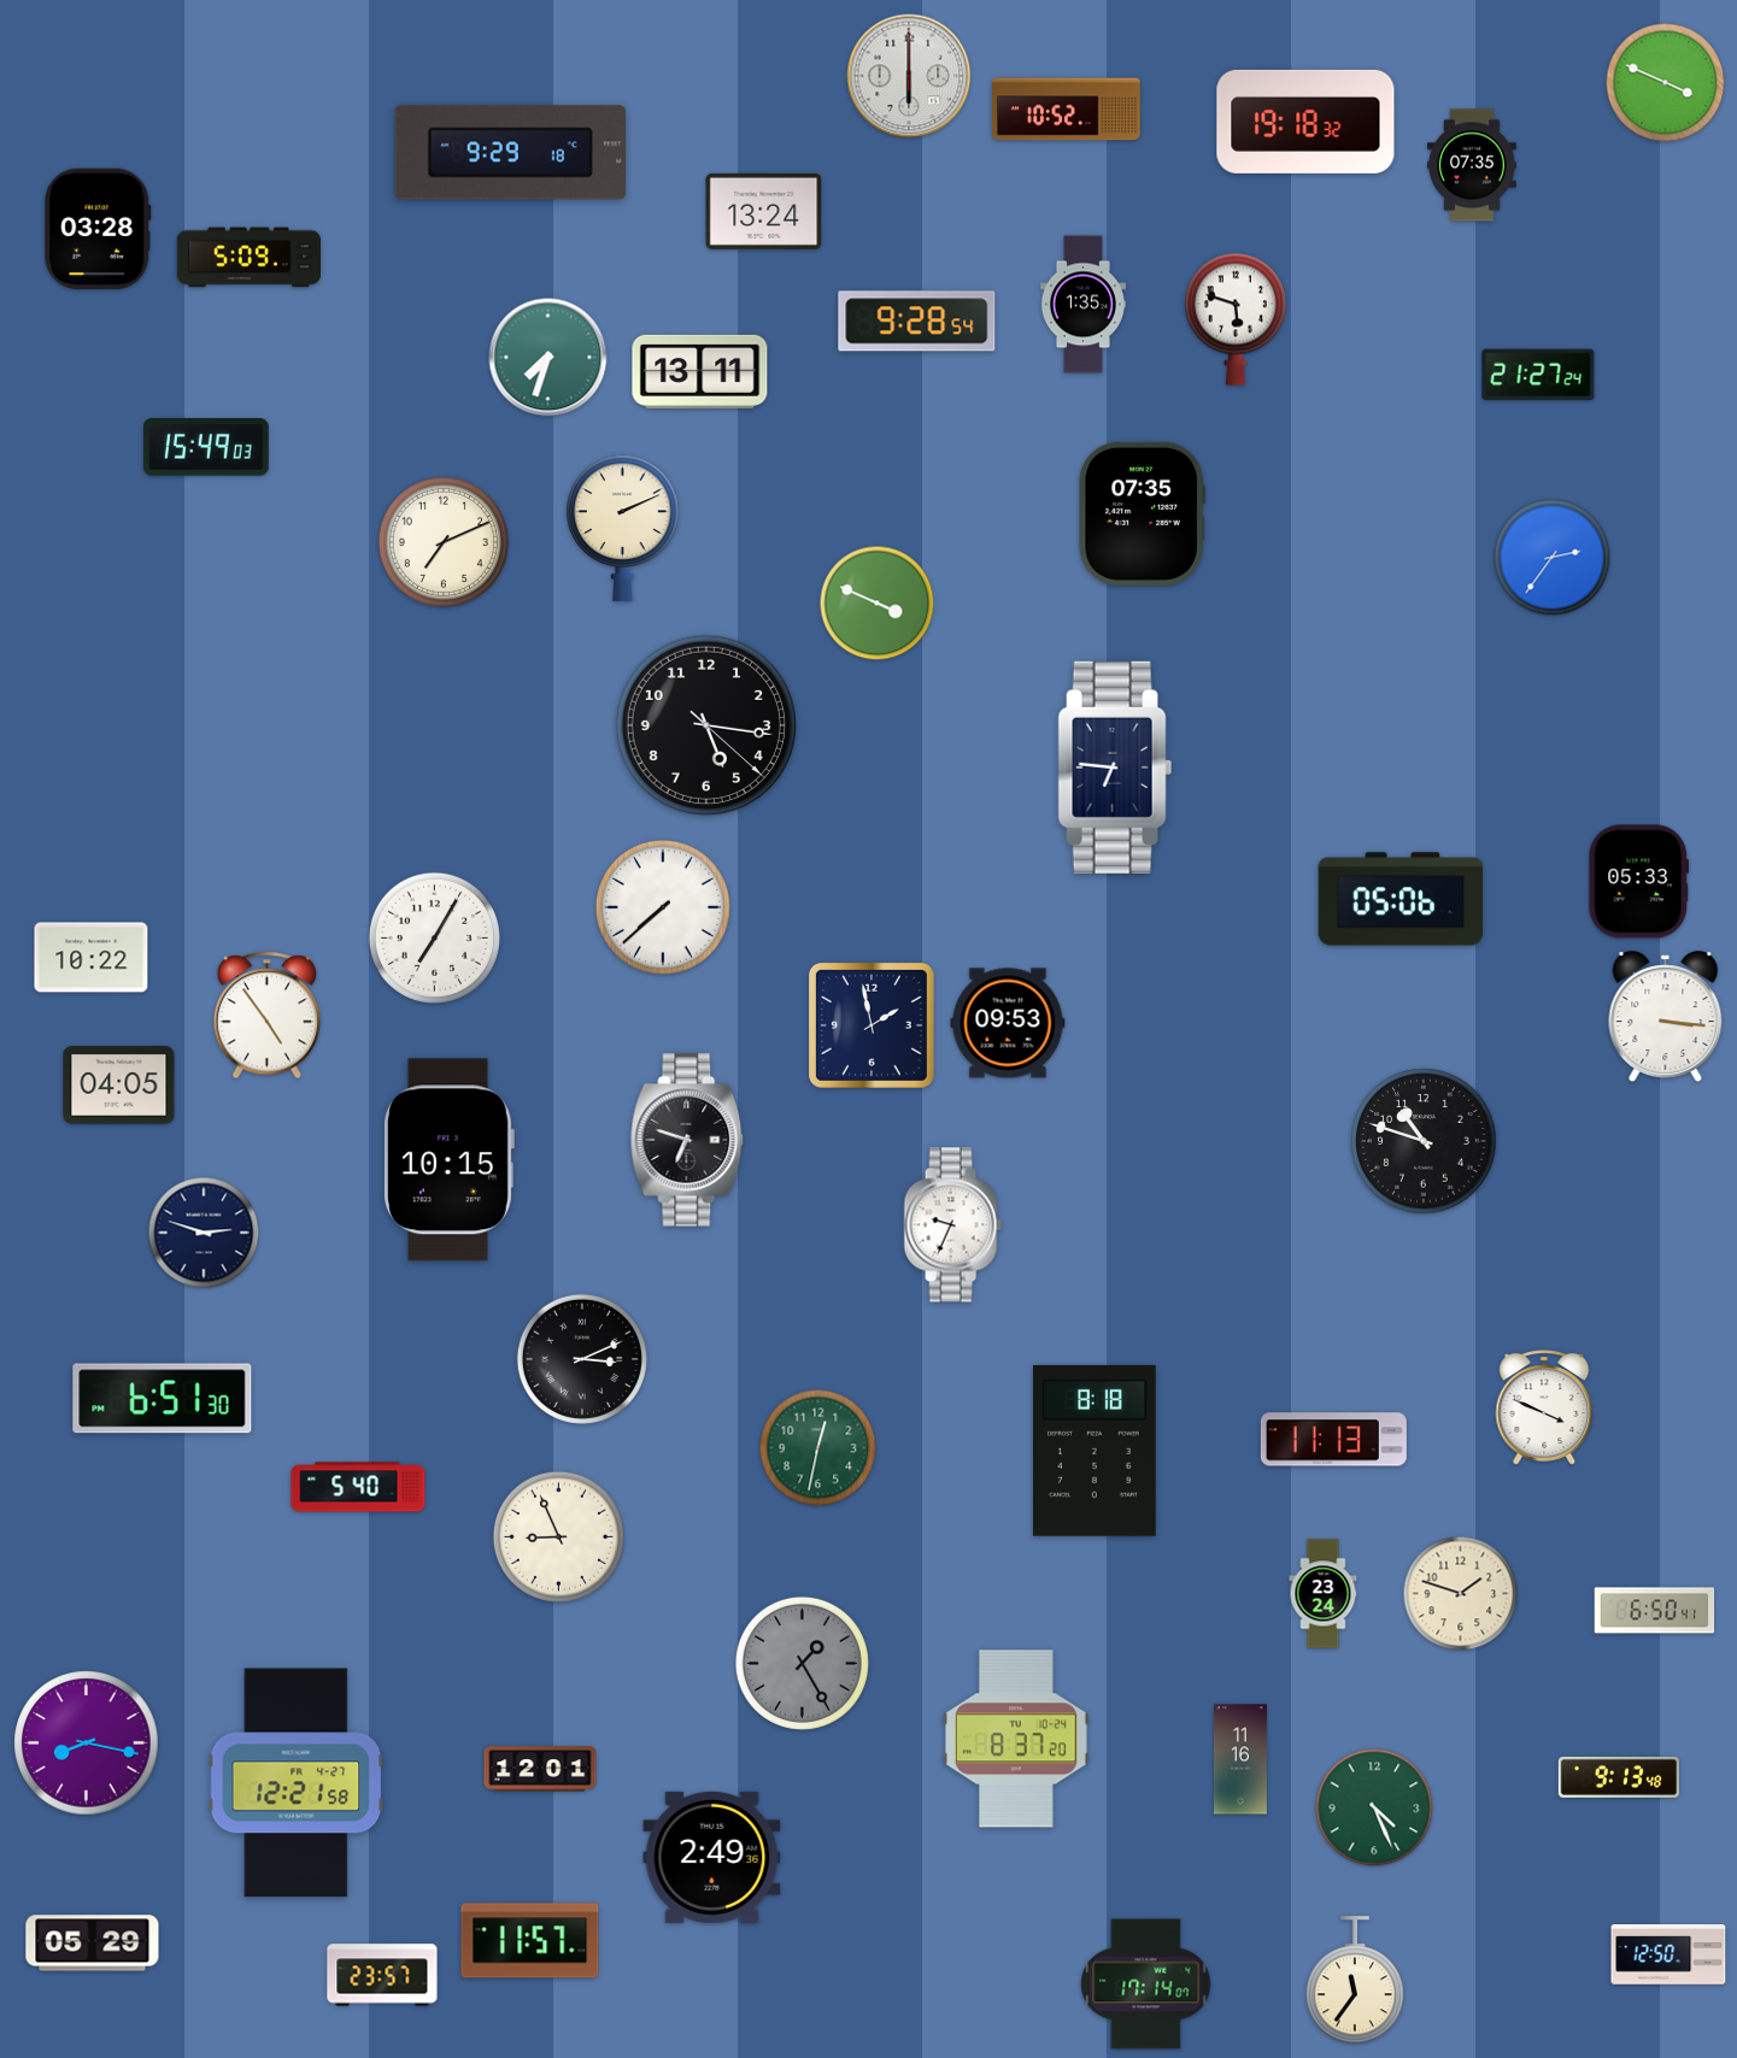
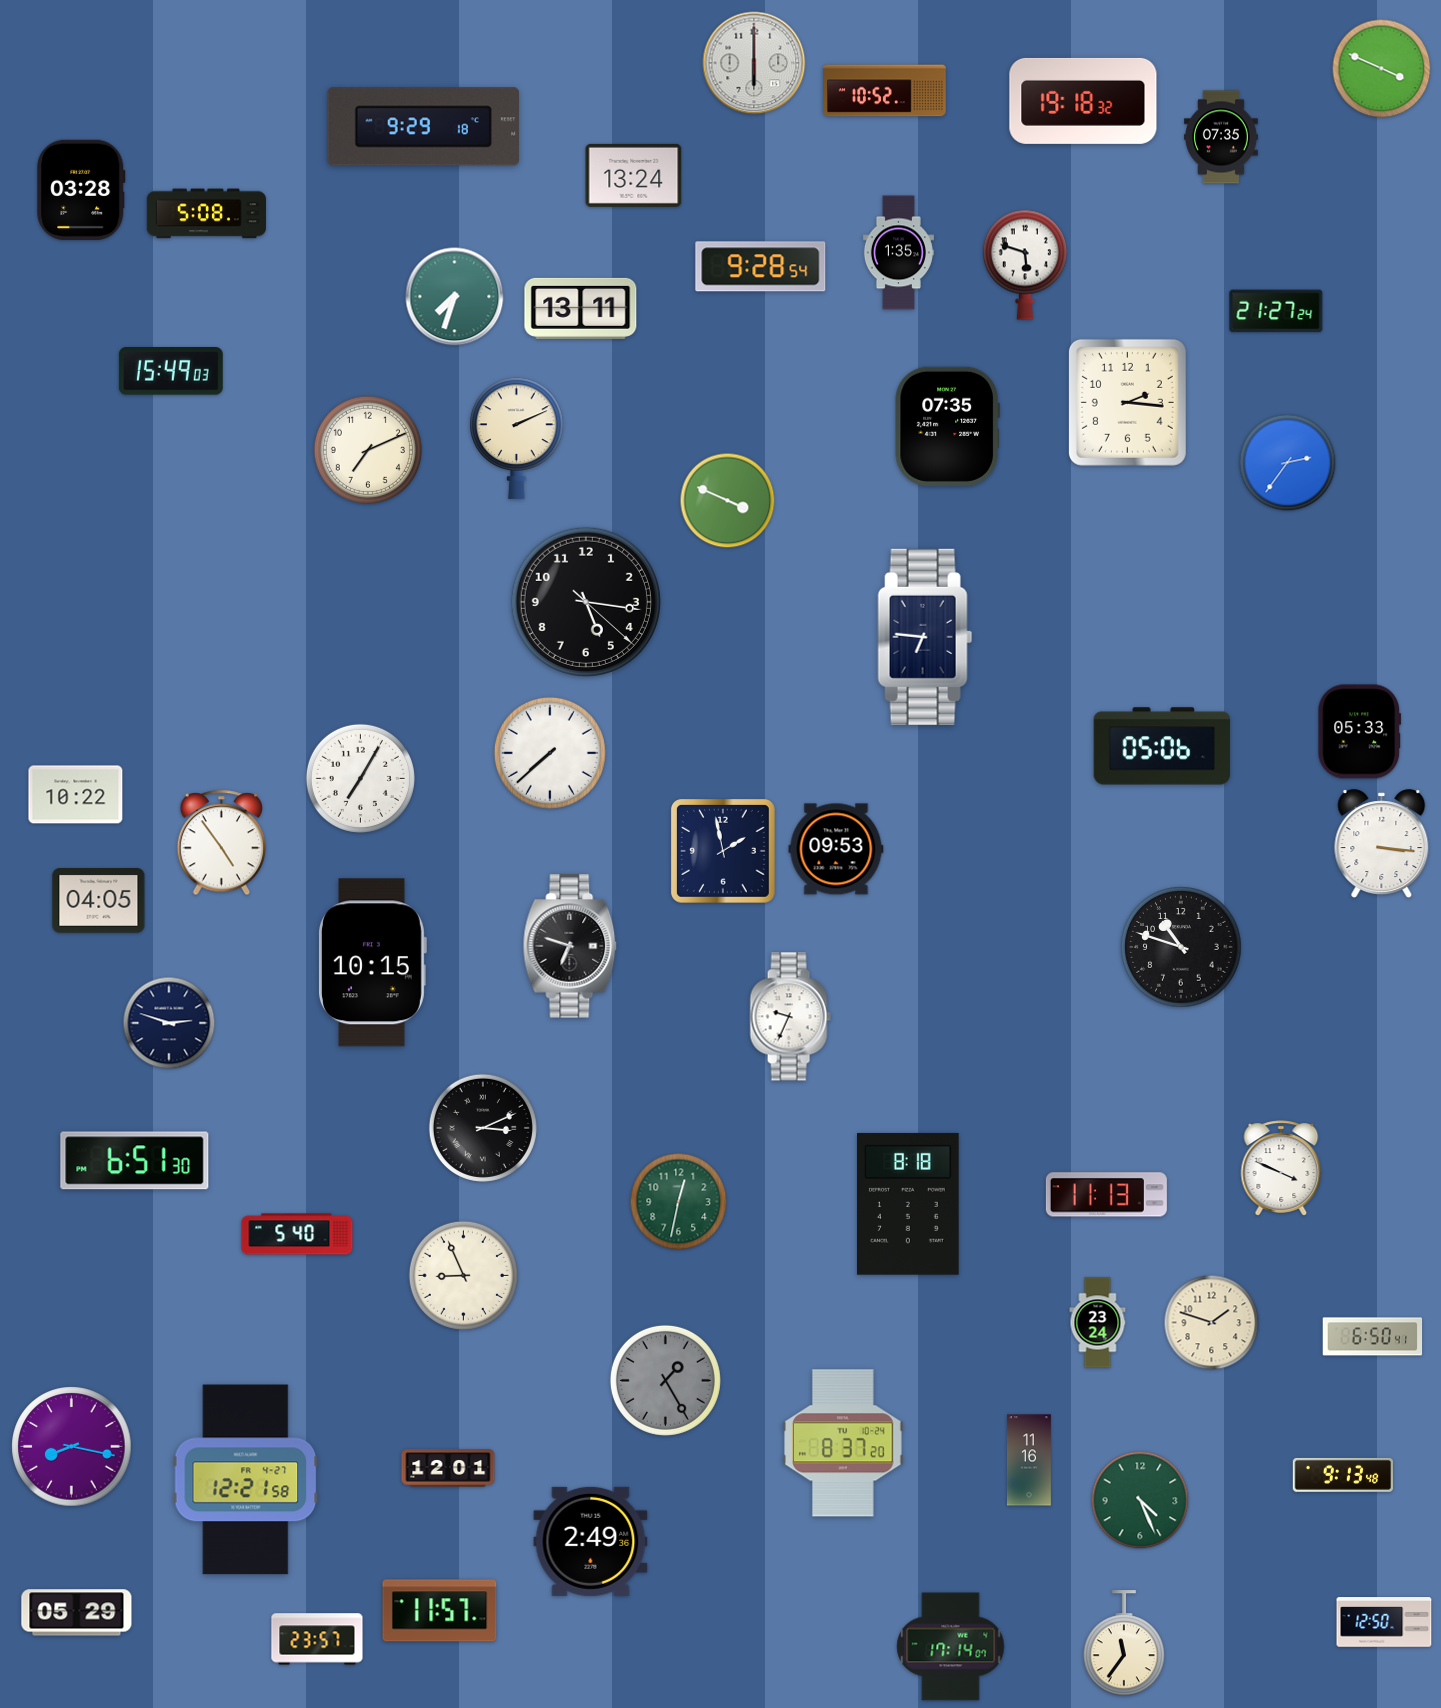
clock at (248, 258): 5:09 -> 5:08
clock at (1127, 402): none -> 2:16
